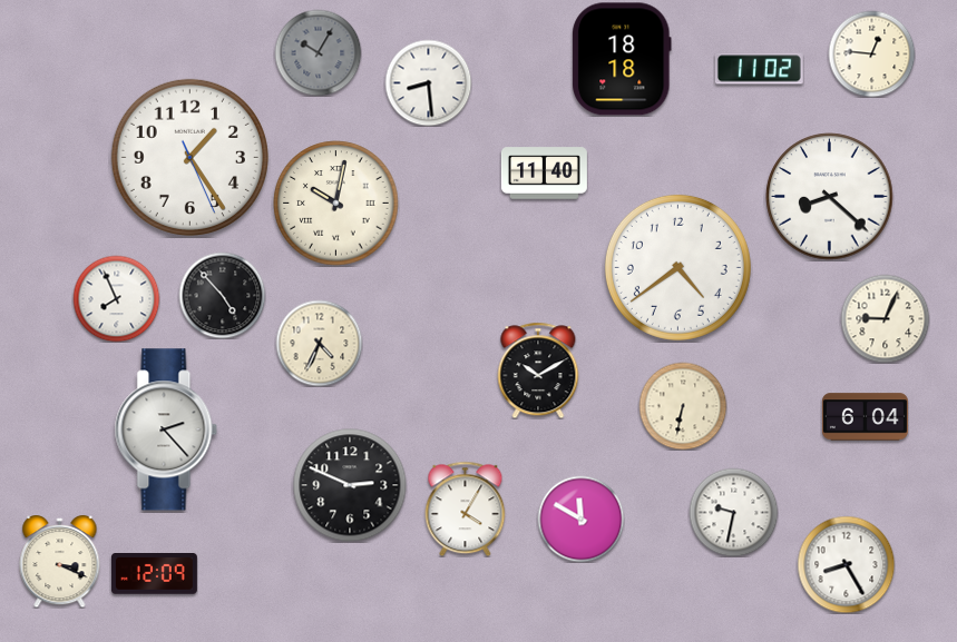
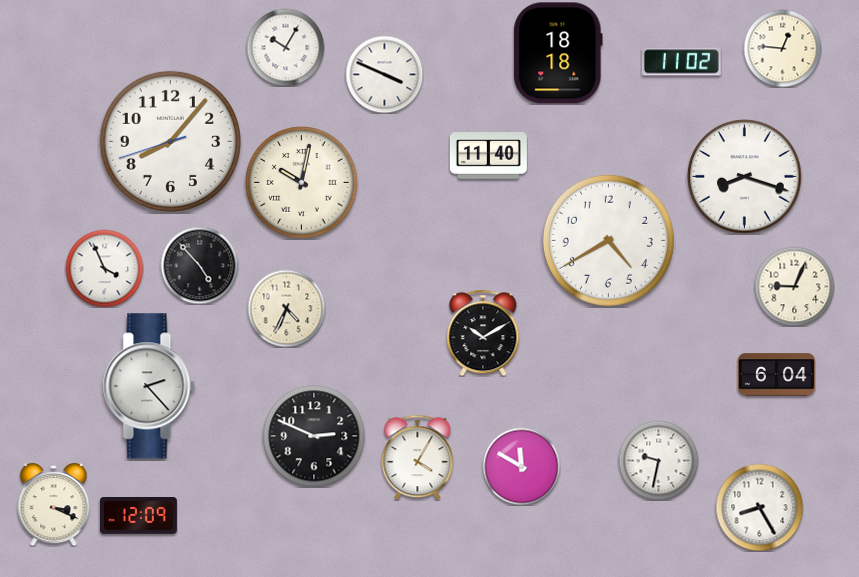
clock at (318, 52) dial: grey -> white
clock at (428, 82): 8:29 -> 3:49
clock at (189, 157): 1:24 -> 8:06
clock at (830, 197): 8:22 -> 8:18
clock at (677, 267): 4:39 -> 4:40
clock at (116, 298): 7:56 -> 3:56
clock at (683, 406): 6:32 -> none
